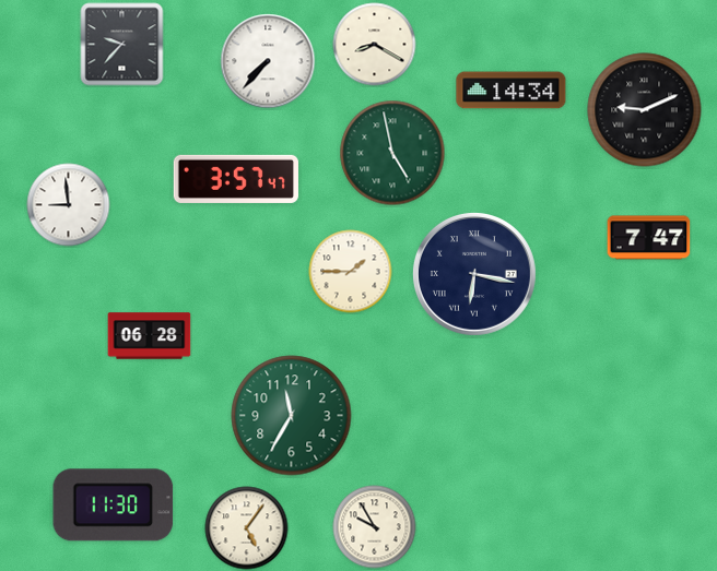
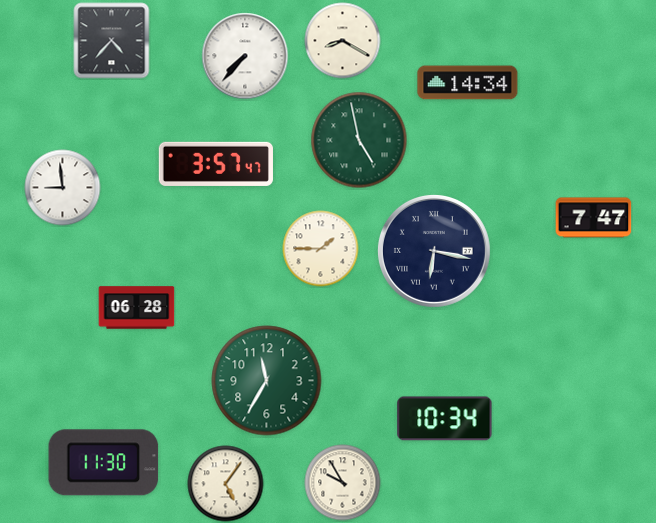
clock at (122, 45): 9:37 -> 4:37
clock at (645, 110): 9:11 -> none
clock at (445, 419): none -> 10:34
